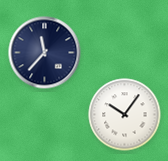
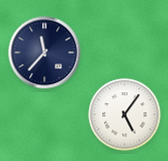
clock at (125, 115): 10:06 -> 5:06
